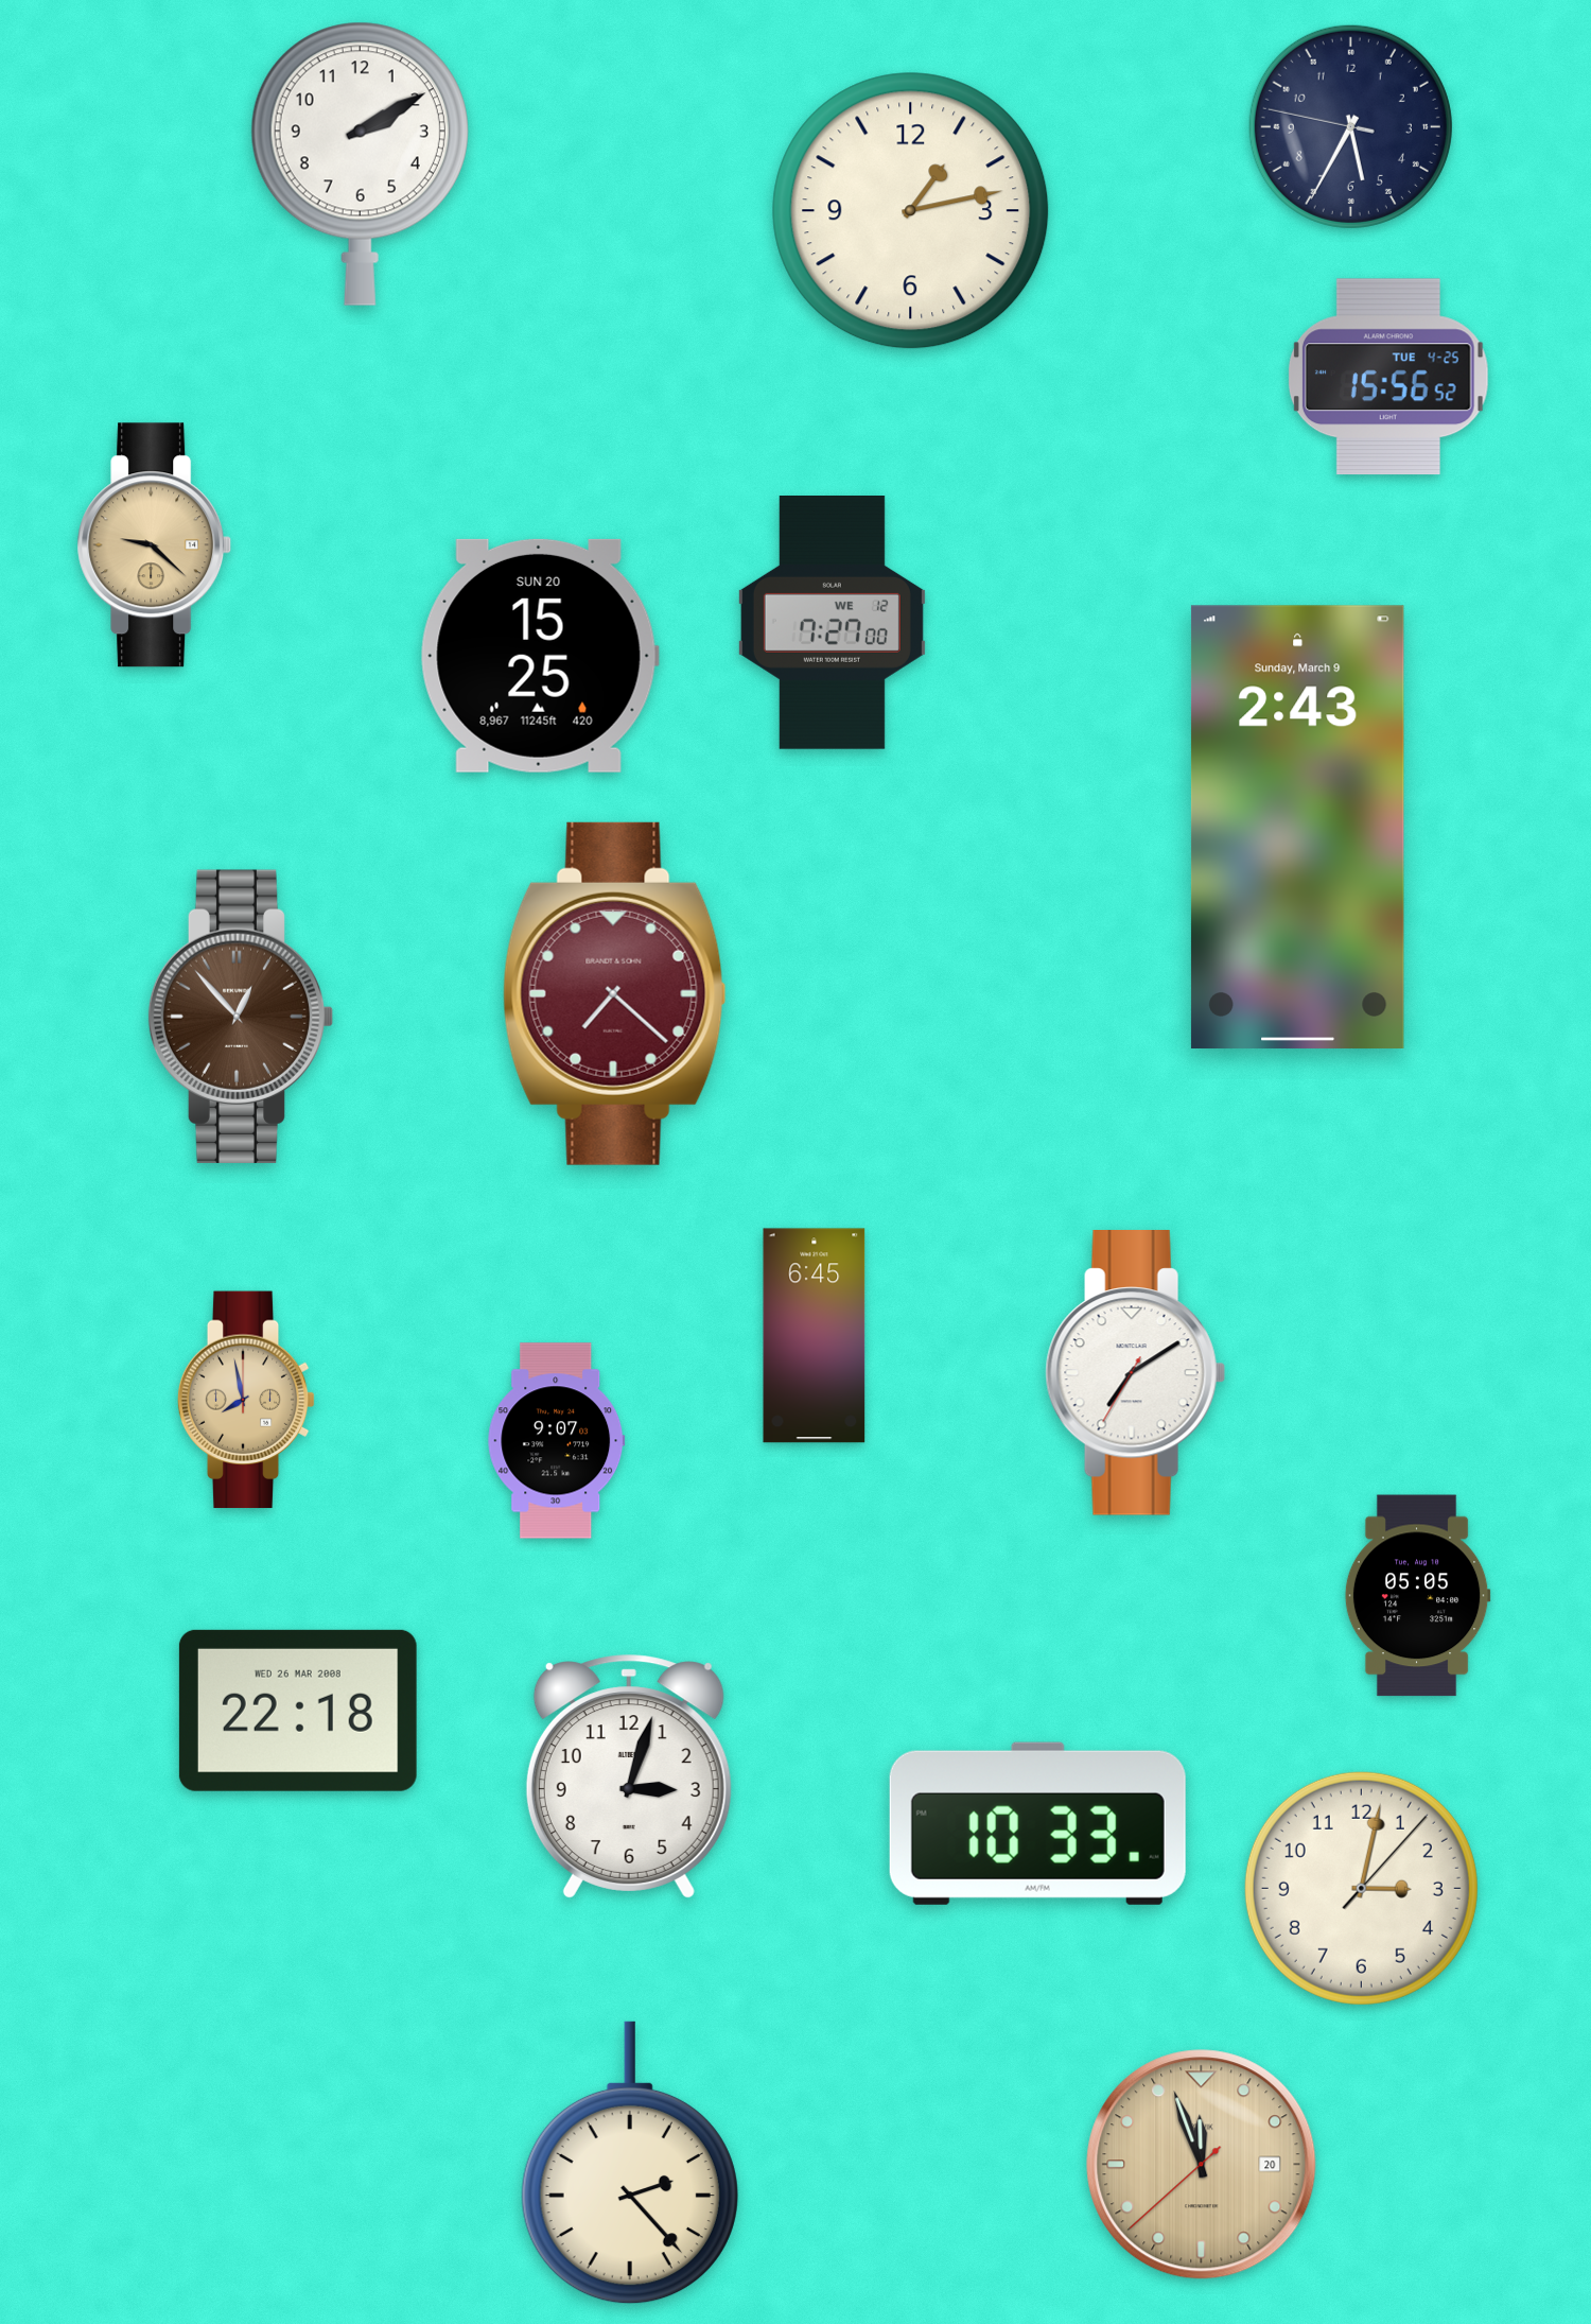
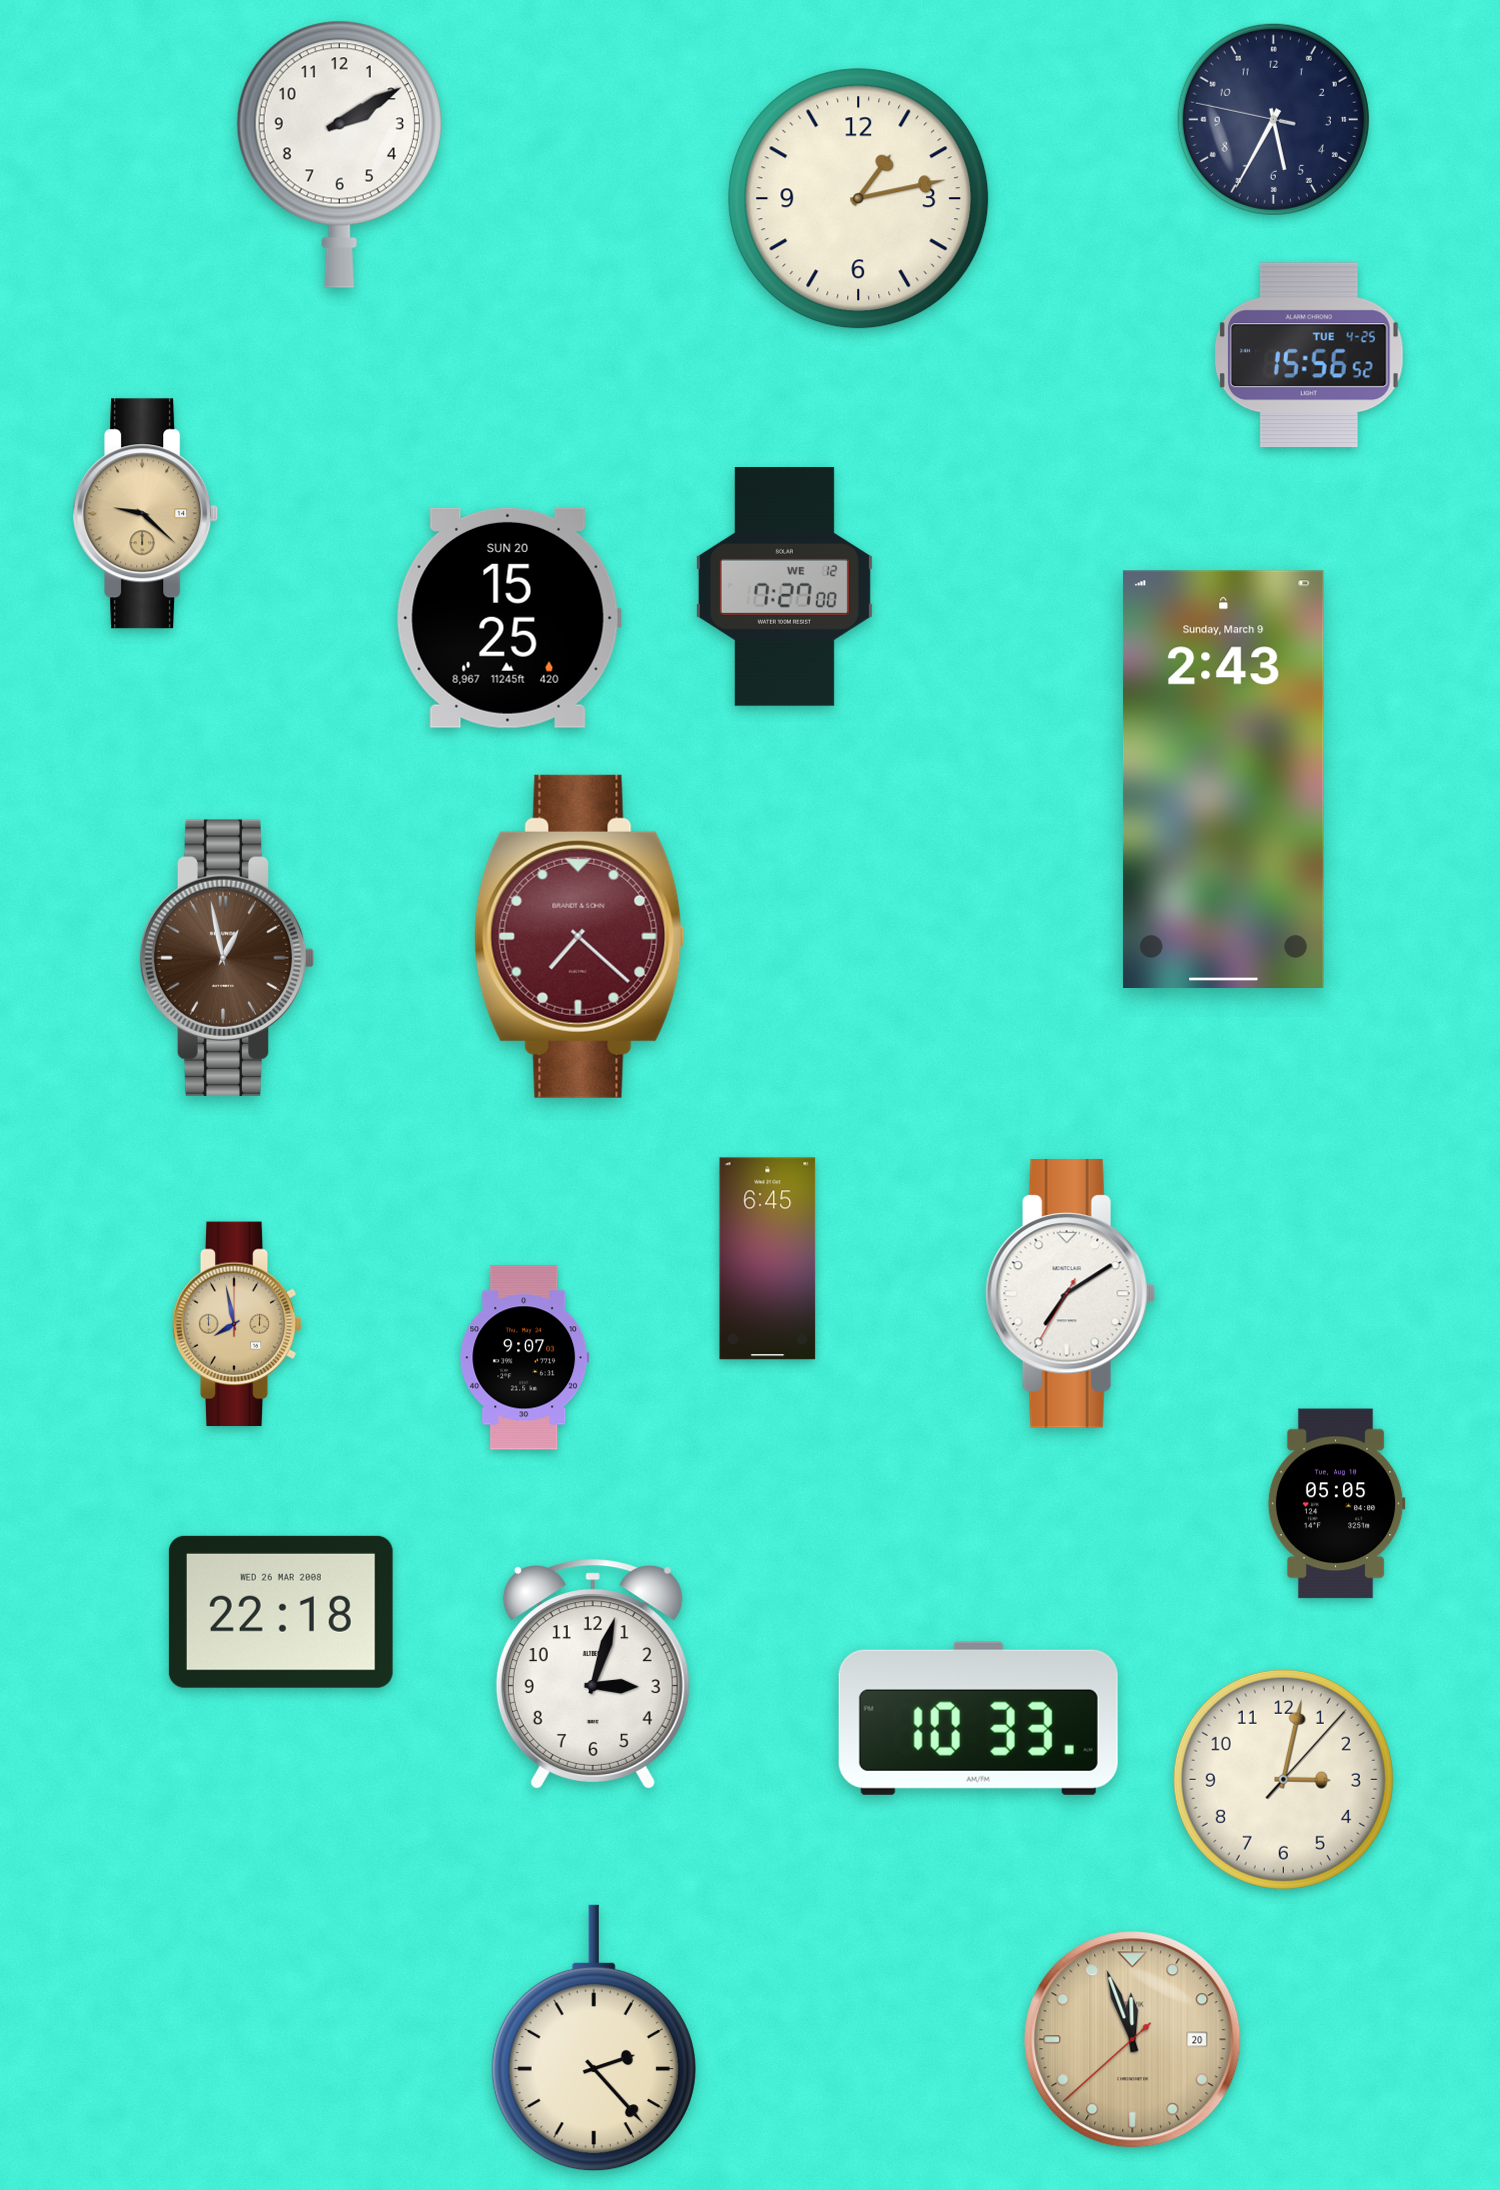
clock at (241, 1017): 12:53 -> 12:58
clock at (246, 1400) position: (246, 1400) -> (237, 1324)
